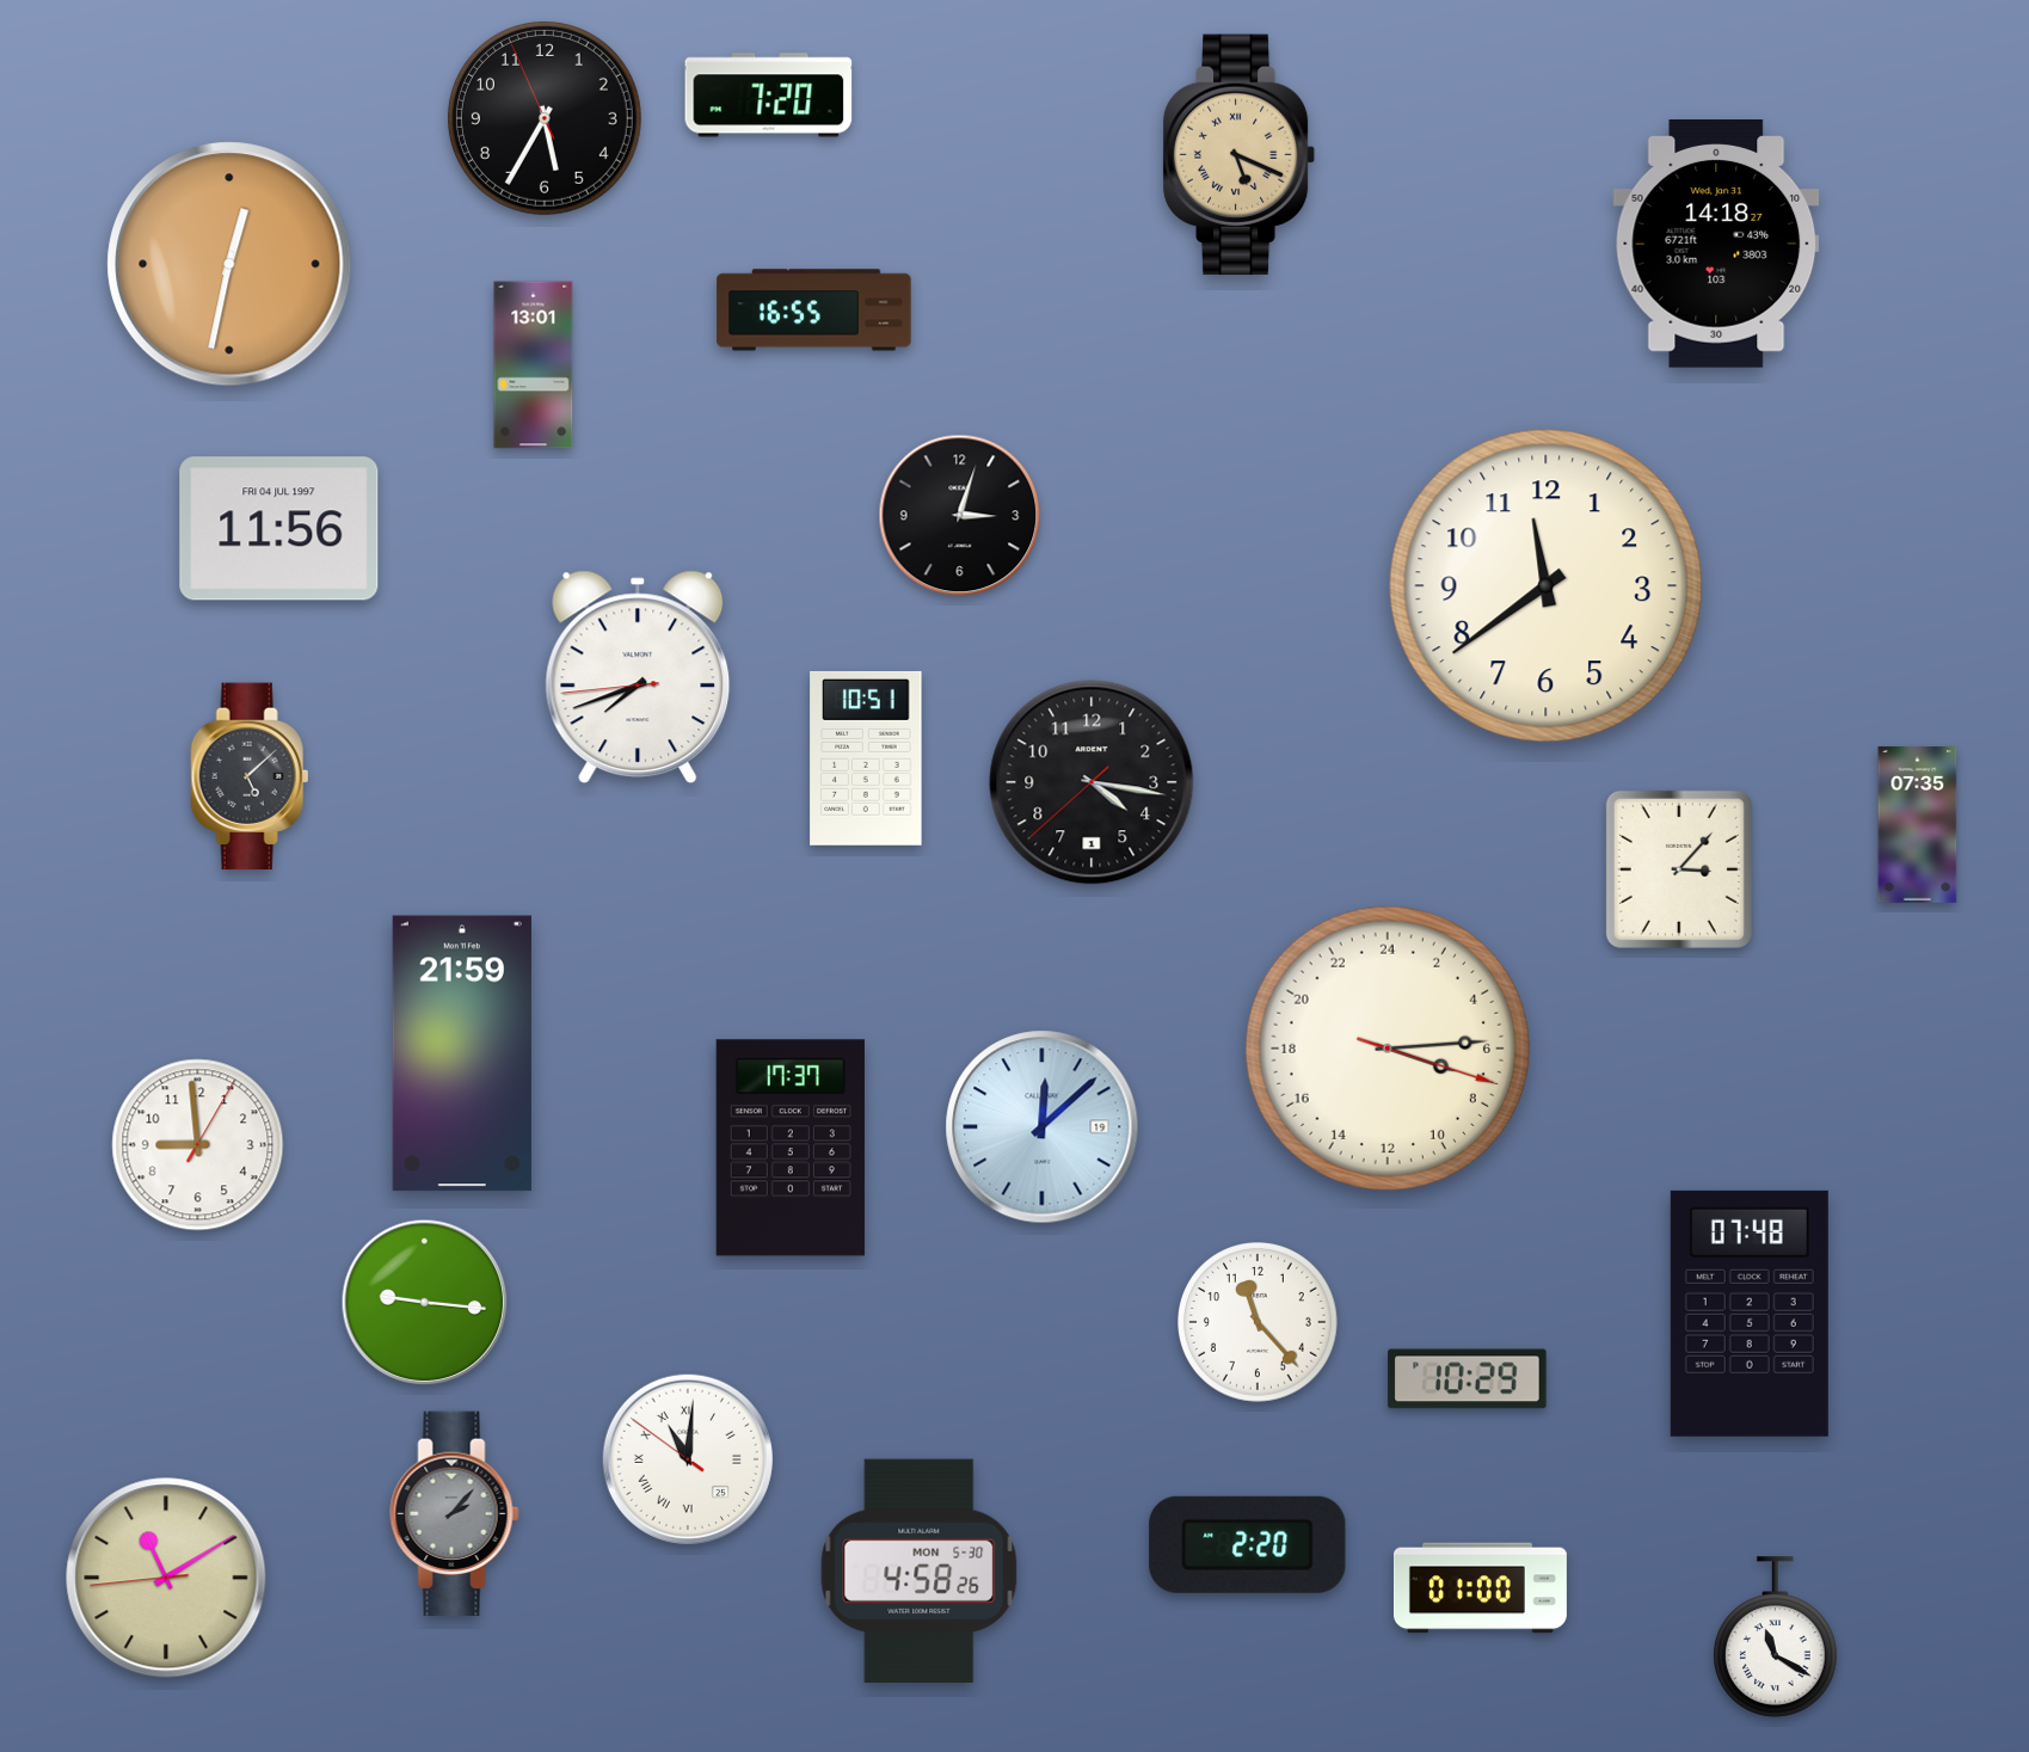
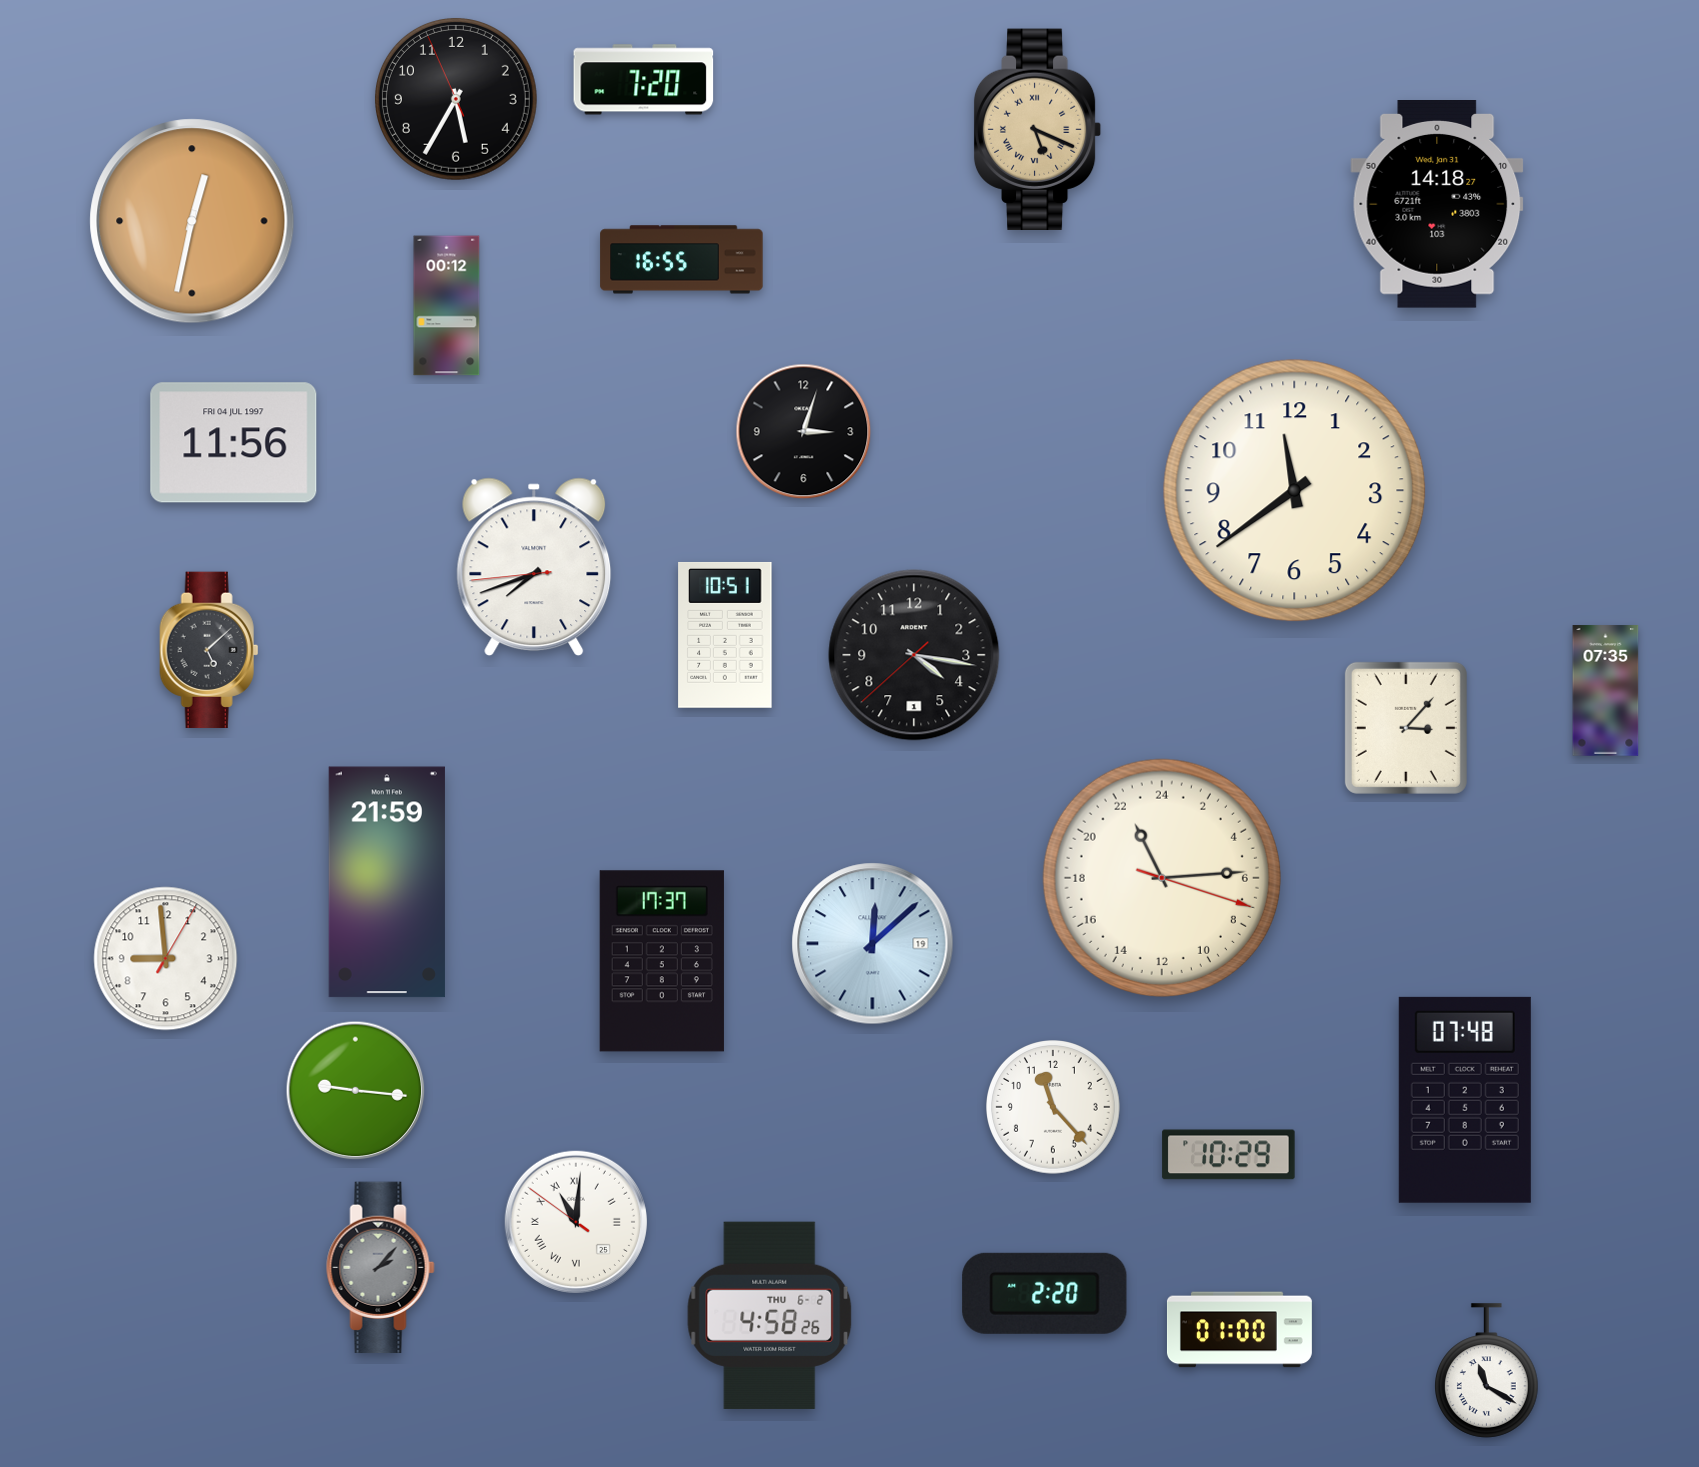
clock at (534, 365): 13:01 -> 00:12
clock at (1388, 1049): 7:14 -> 22:14
clock at (920, 1570) date: MON 5-30 -> THU 6-2
clock at (166, 1578): 11:09 -> none
